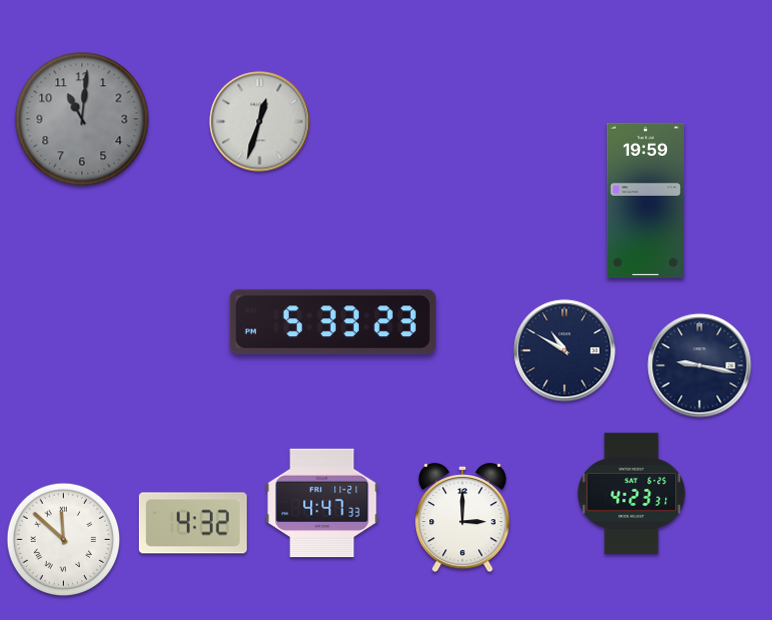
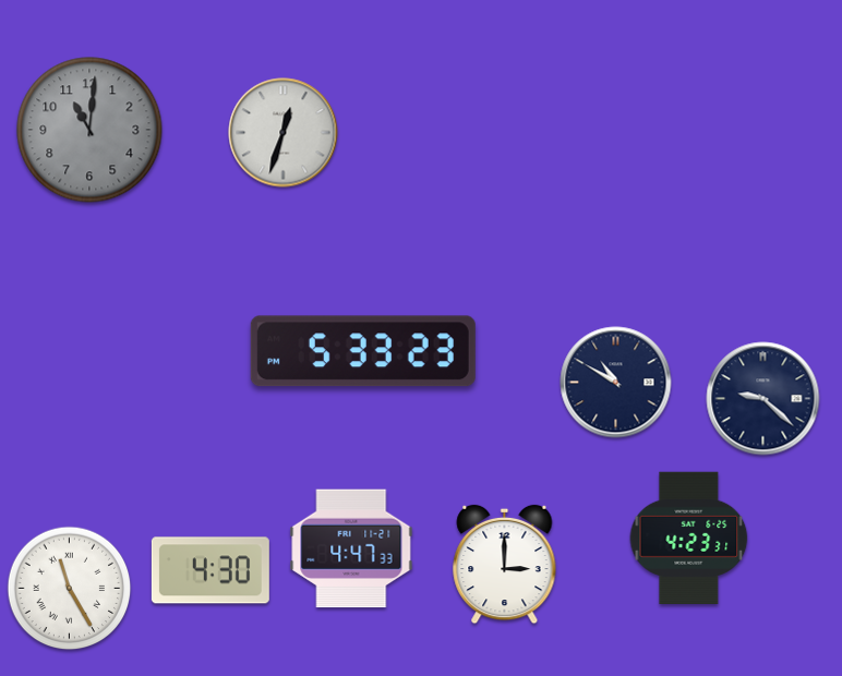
clock at (645, 200): 19:59 -> none
clock at (700, 366): 9:17 -> 9:22
clock at (193, 523): 4:32 -> 4:30
clock at (64, 540): 11:52 -> 11:25
